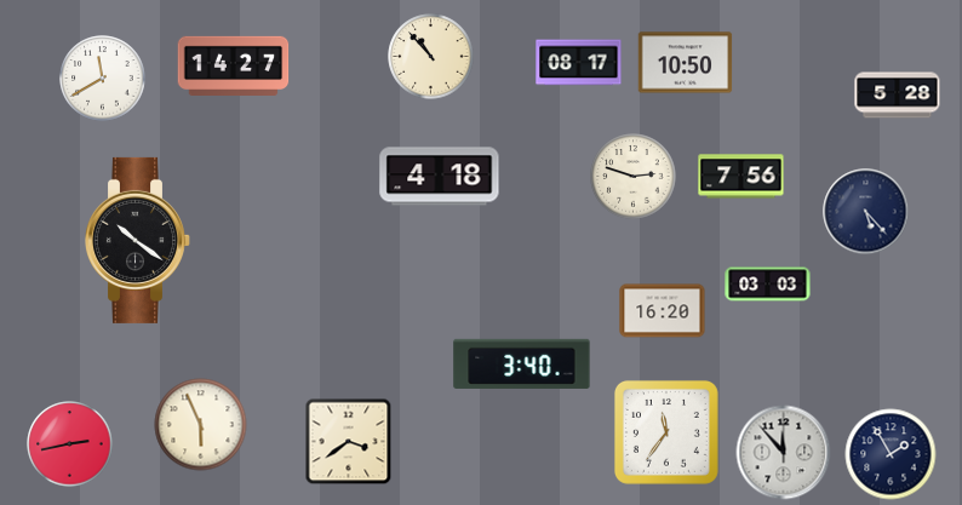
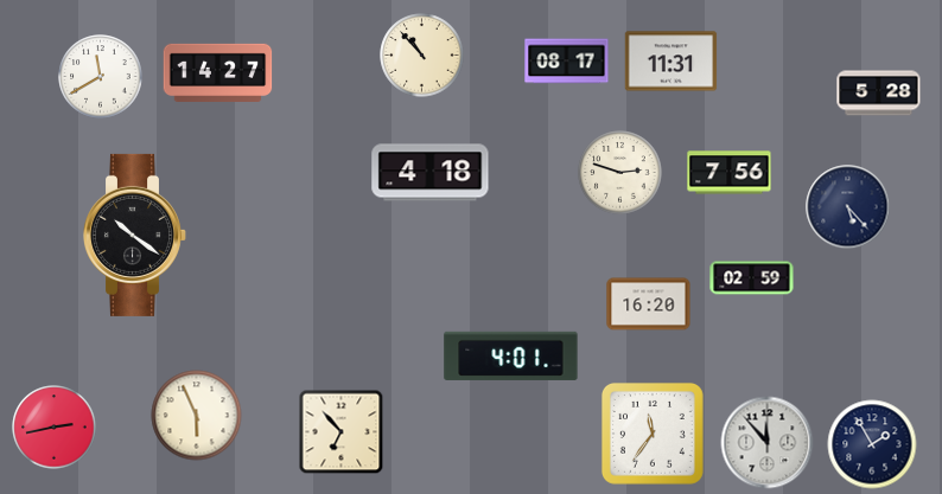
clock at (686, 63): 10:50 -> 11:31
clock at (234, 65) position: (234, 65) -> (218, 72)
clock at (741, 177) position: (741, 177) -> (730, 173)
clock at (768, 285): 03:03 -> 02:59
clock at (522, 363): 3:40 -> 4:01
clock at (666, 432) position: (666, 432) -> (653, 434)
clock at (349, 442): 3:39 -> 6:53
clock at (70, 444) position: (70, 444) -> (55, 428)
